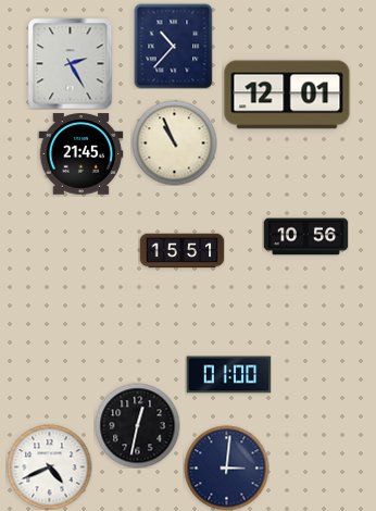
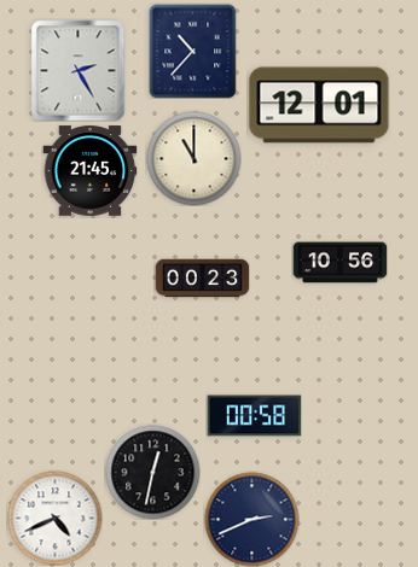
clock at (174, 142): 10:56 -> 11:00
clock at (181, 251): 15:51 -> 00:23
clock at (228, 375): 01:00 -> 00:58
clock at (226, 468): 3:01 -> 2:41
